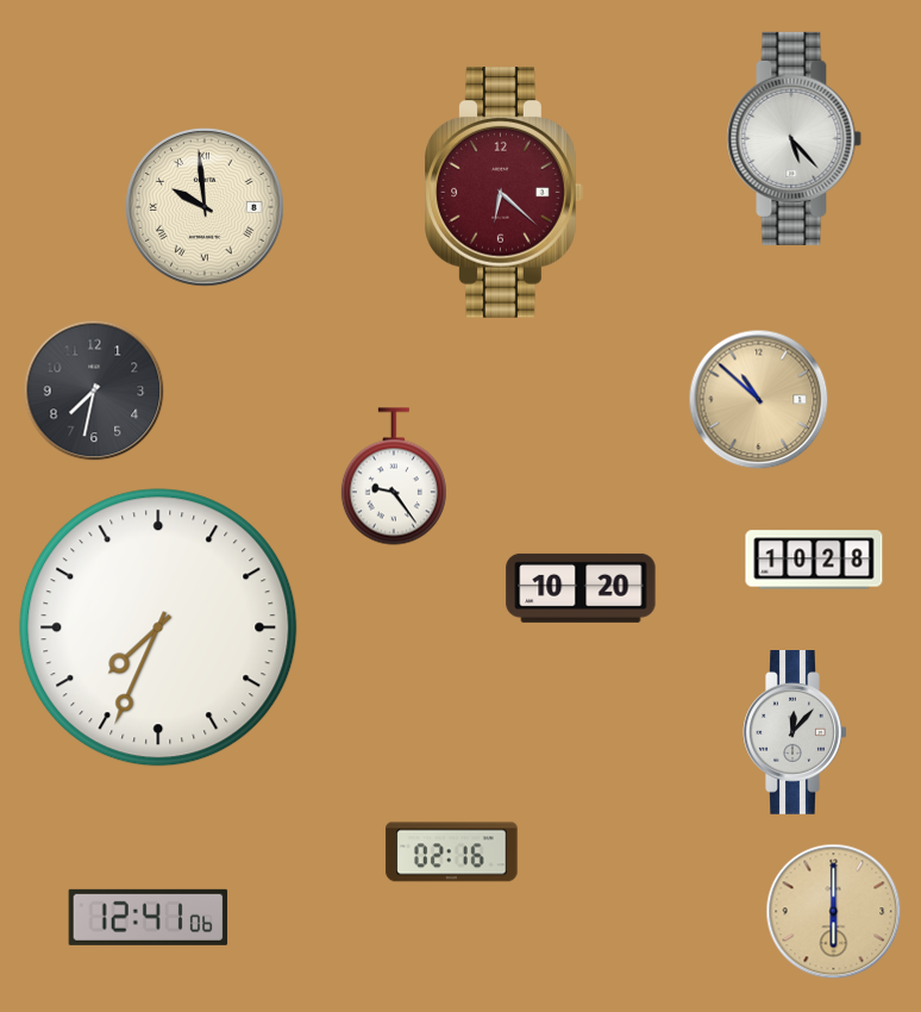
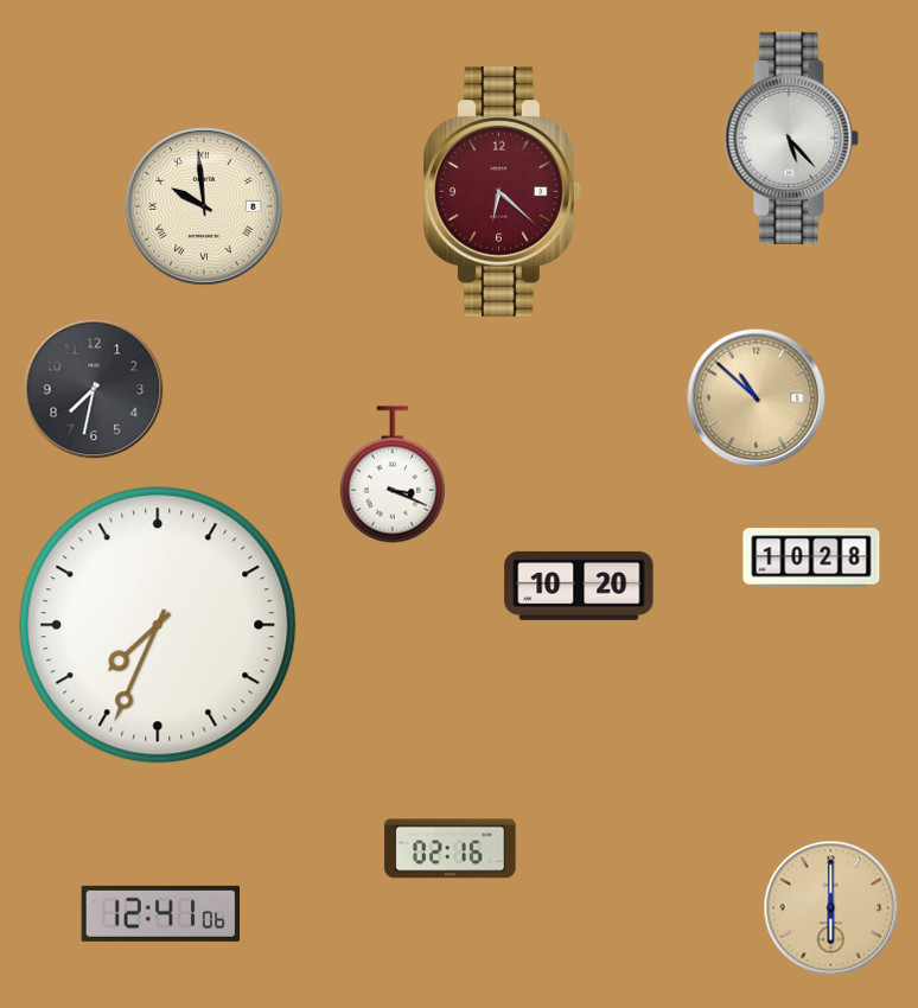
clock at (394, 476): 9:24 -> 3:19
clock at (795, 733): 12:07 -> none
clock at (149, 917) position: (149, 917) -> (161, 913)
